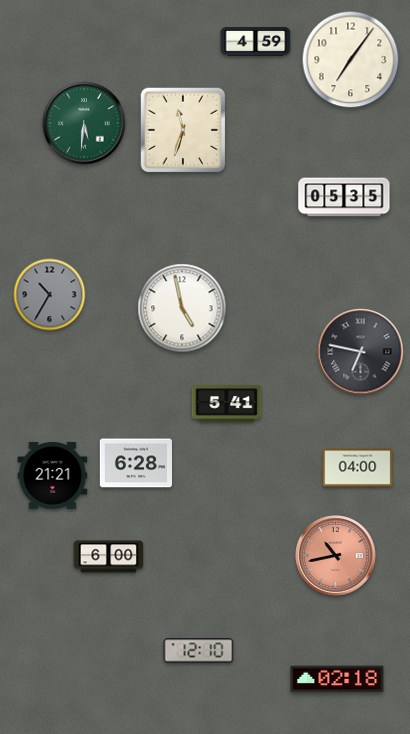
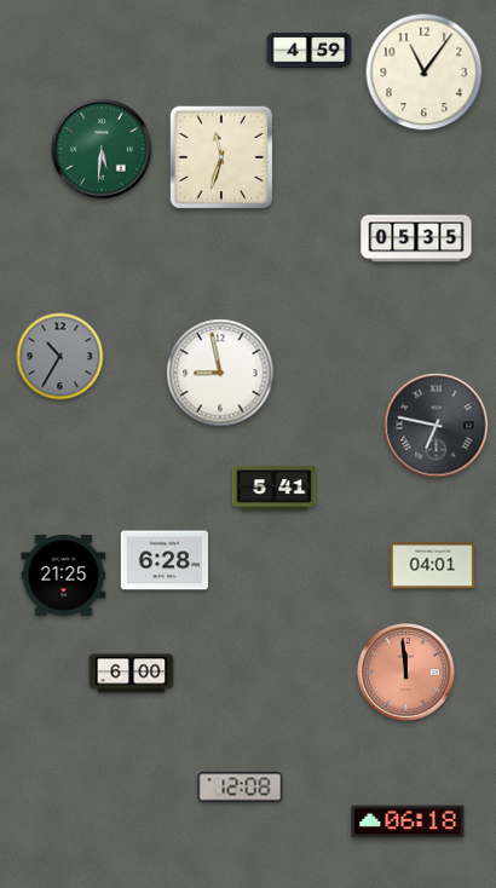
clock at (351, 60): 7:06 -> 11:06
clock at (182, 308): 4:58 -> 8:58
clock at (358, 468): 04:00 -> 04:01
clock at (53, 475): 21:21 -> 21:25
clock at (336, 556): 10:43 -> 11:59
clock at (199, 651): 12:10 -> 12:08
clock at (337, 679): 02:18 -> 06:18
